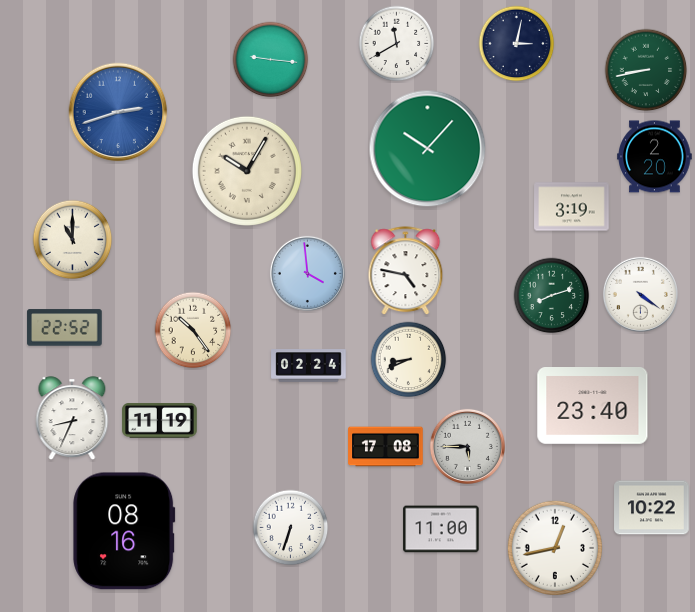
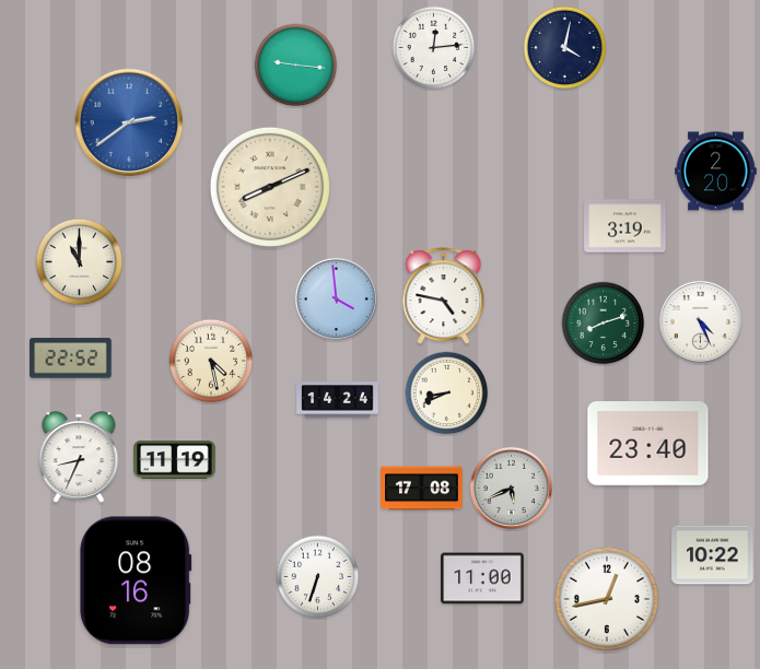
clock at (397, 44): 11:40 -> 12:14
clock at (517, 44): 3:02 -> 4:02
clock at (646, 70): 8:43 -> none
clock at (118, 112): 2:42 -> 2:39
clock at (428, 149): 10:07 -> none
clock at (247, 171): 10:05 -> 8:11
clock at (640, 294): 4:21 -> 4:26
clock at (193, 330): 10:24 -> 4:28
clock at (309, 366): 02:24 -> 14:24
clock at (467, 446): 5:45 -> 5:41
